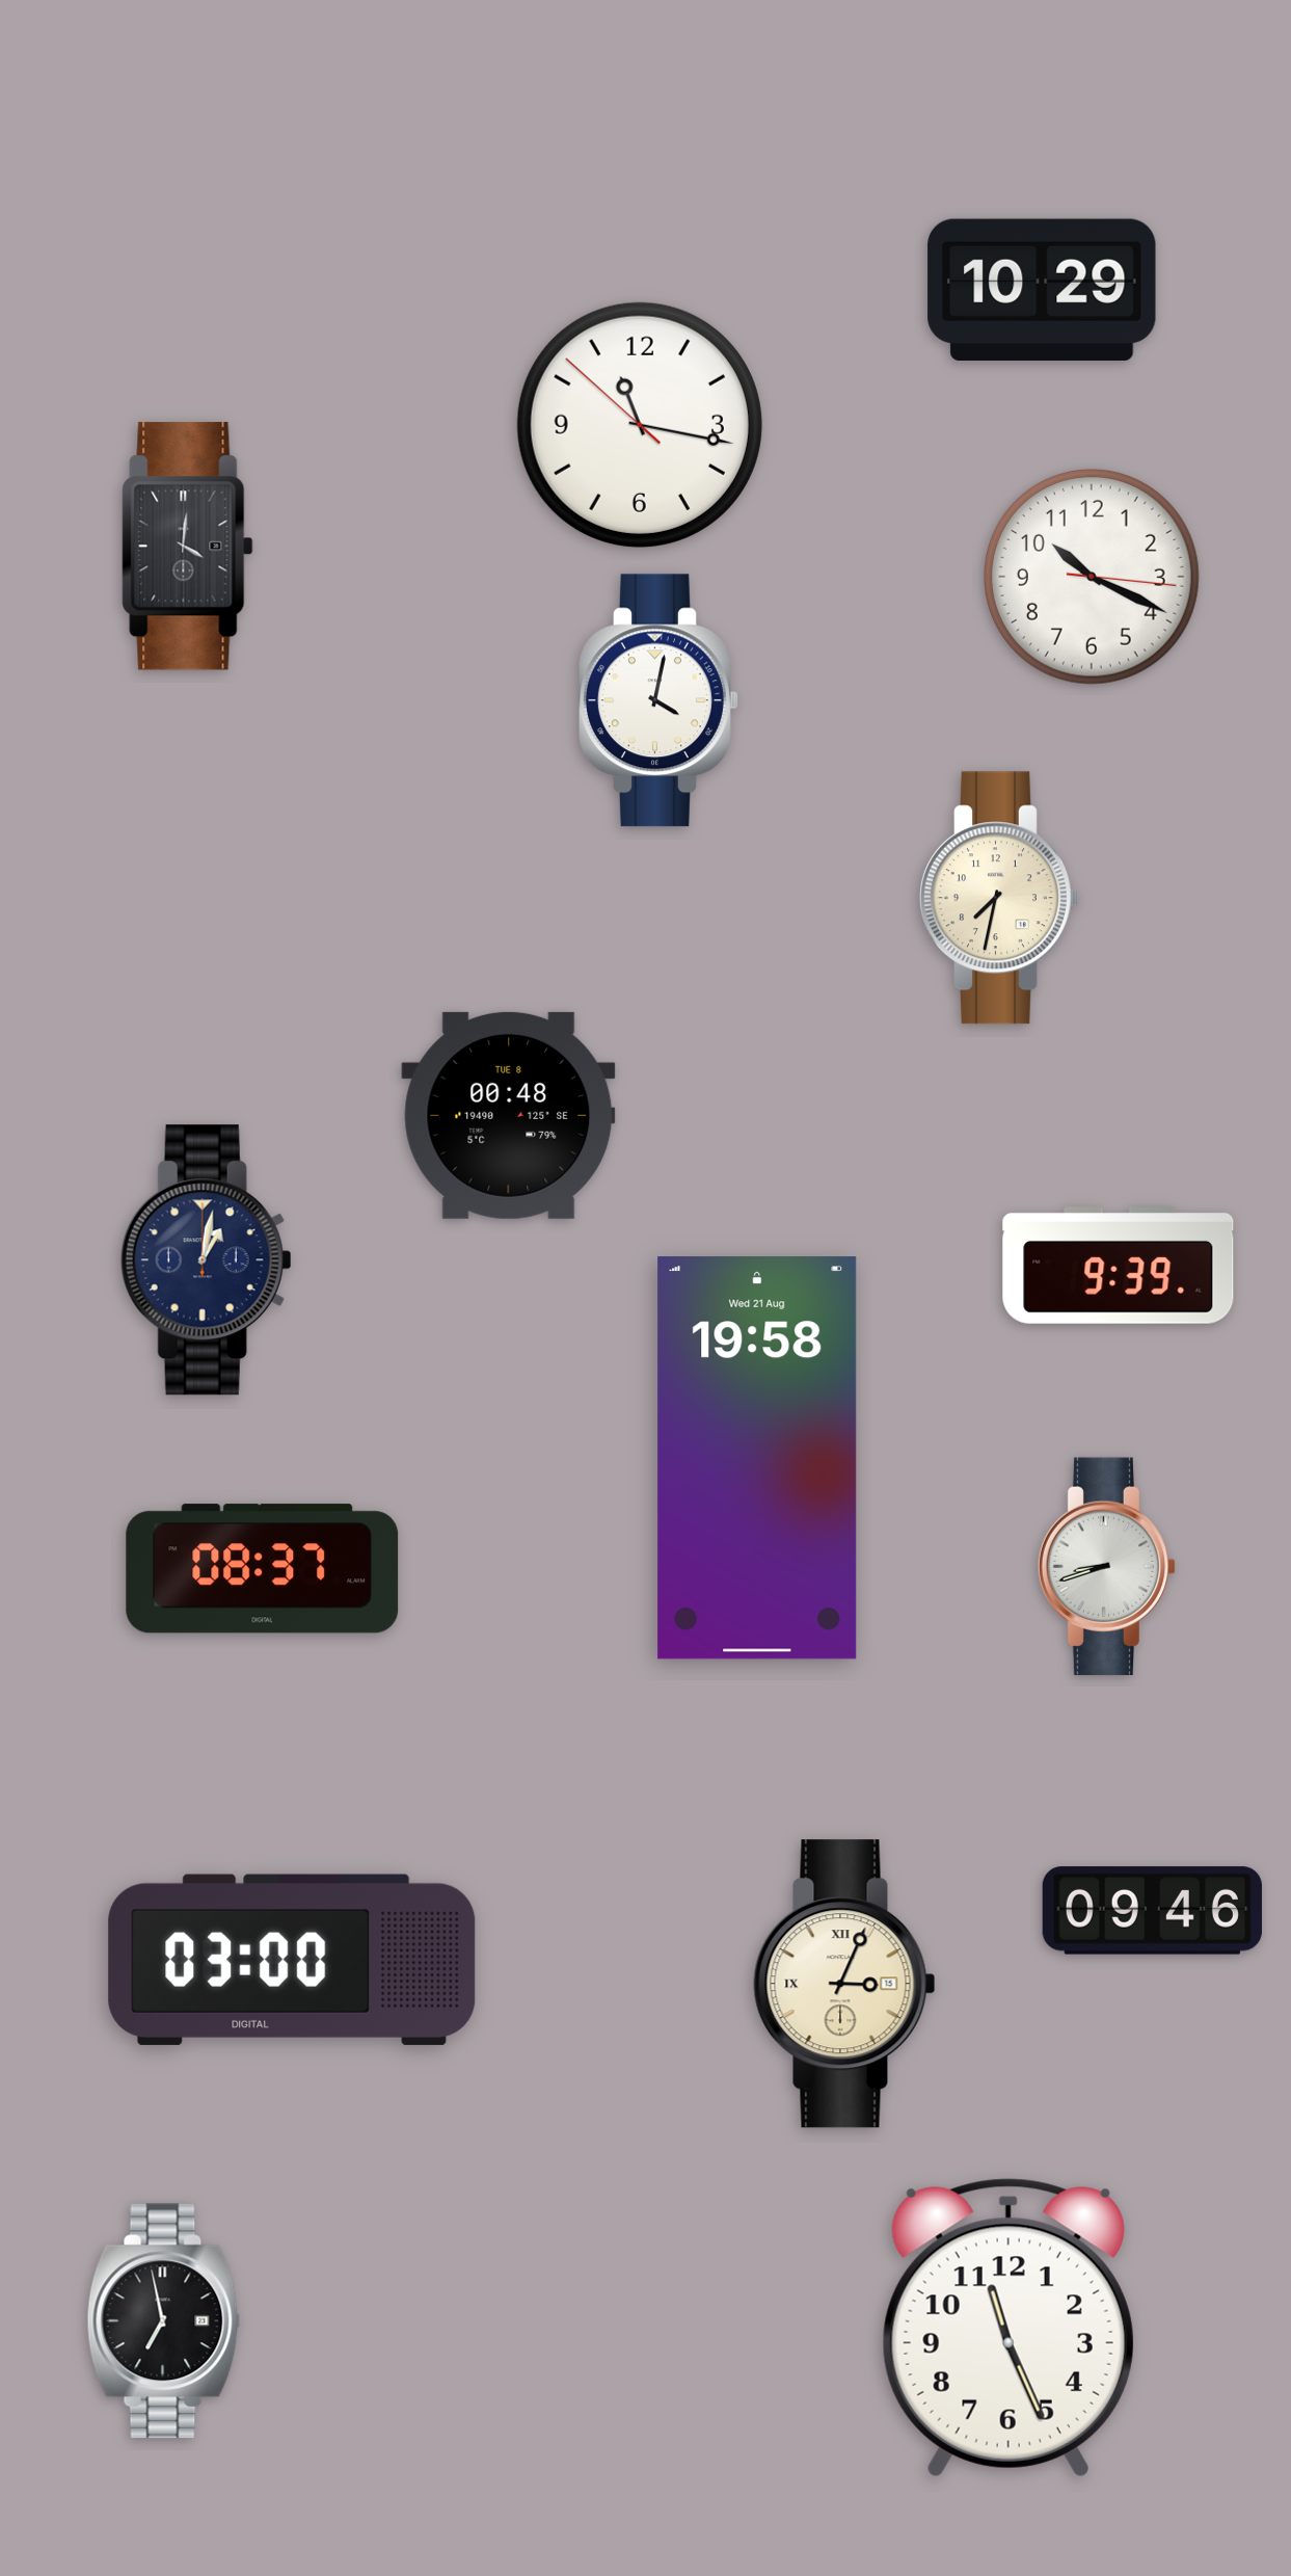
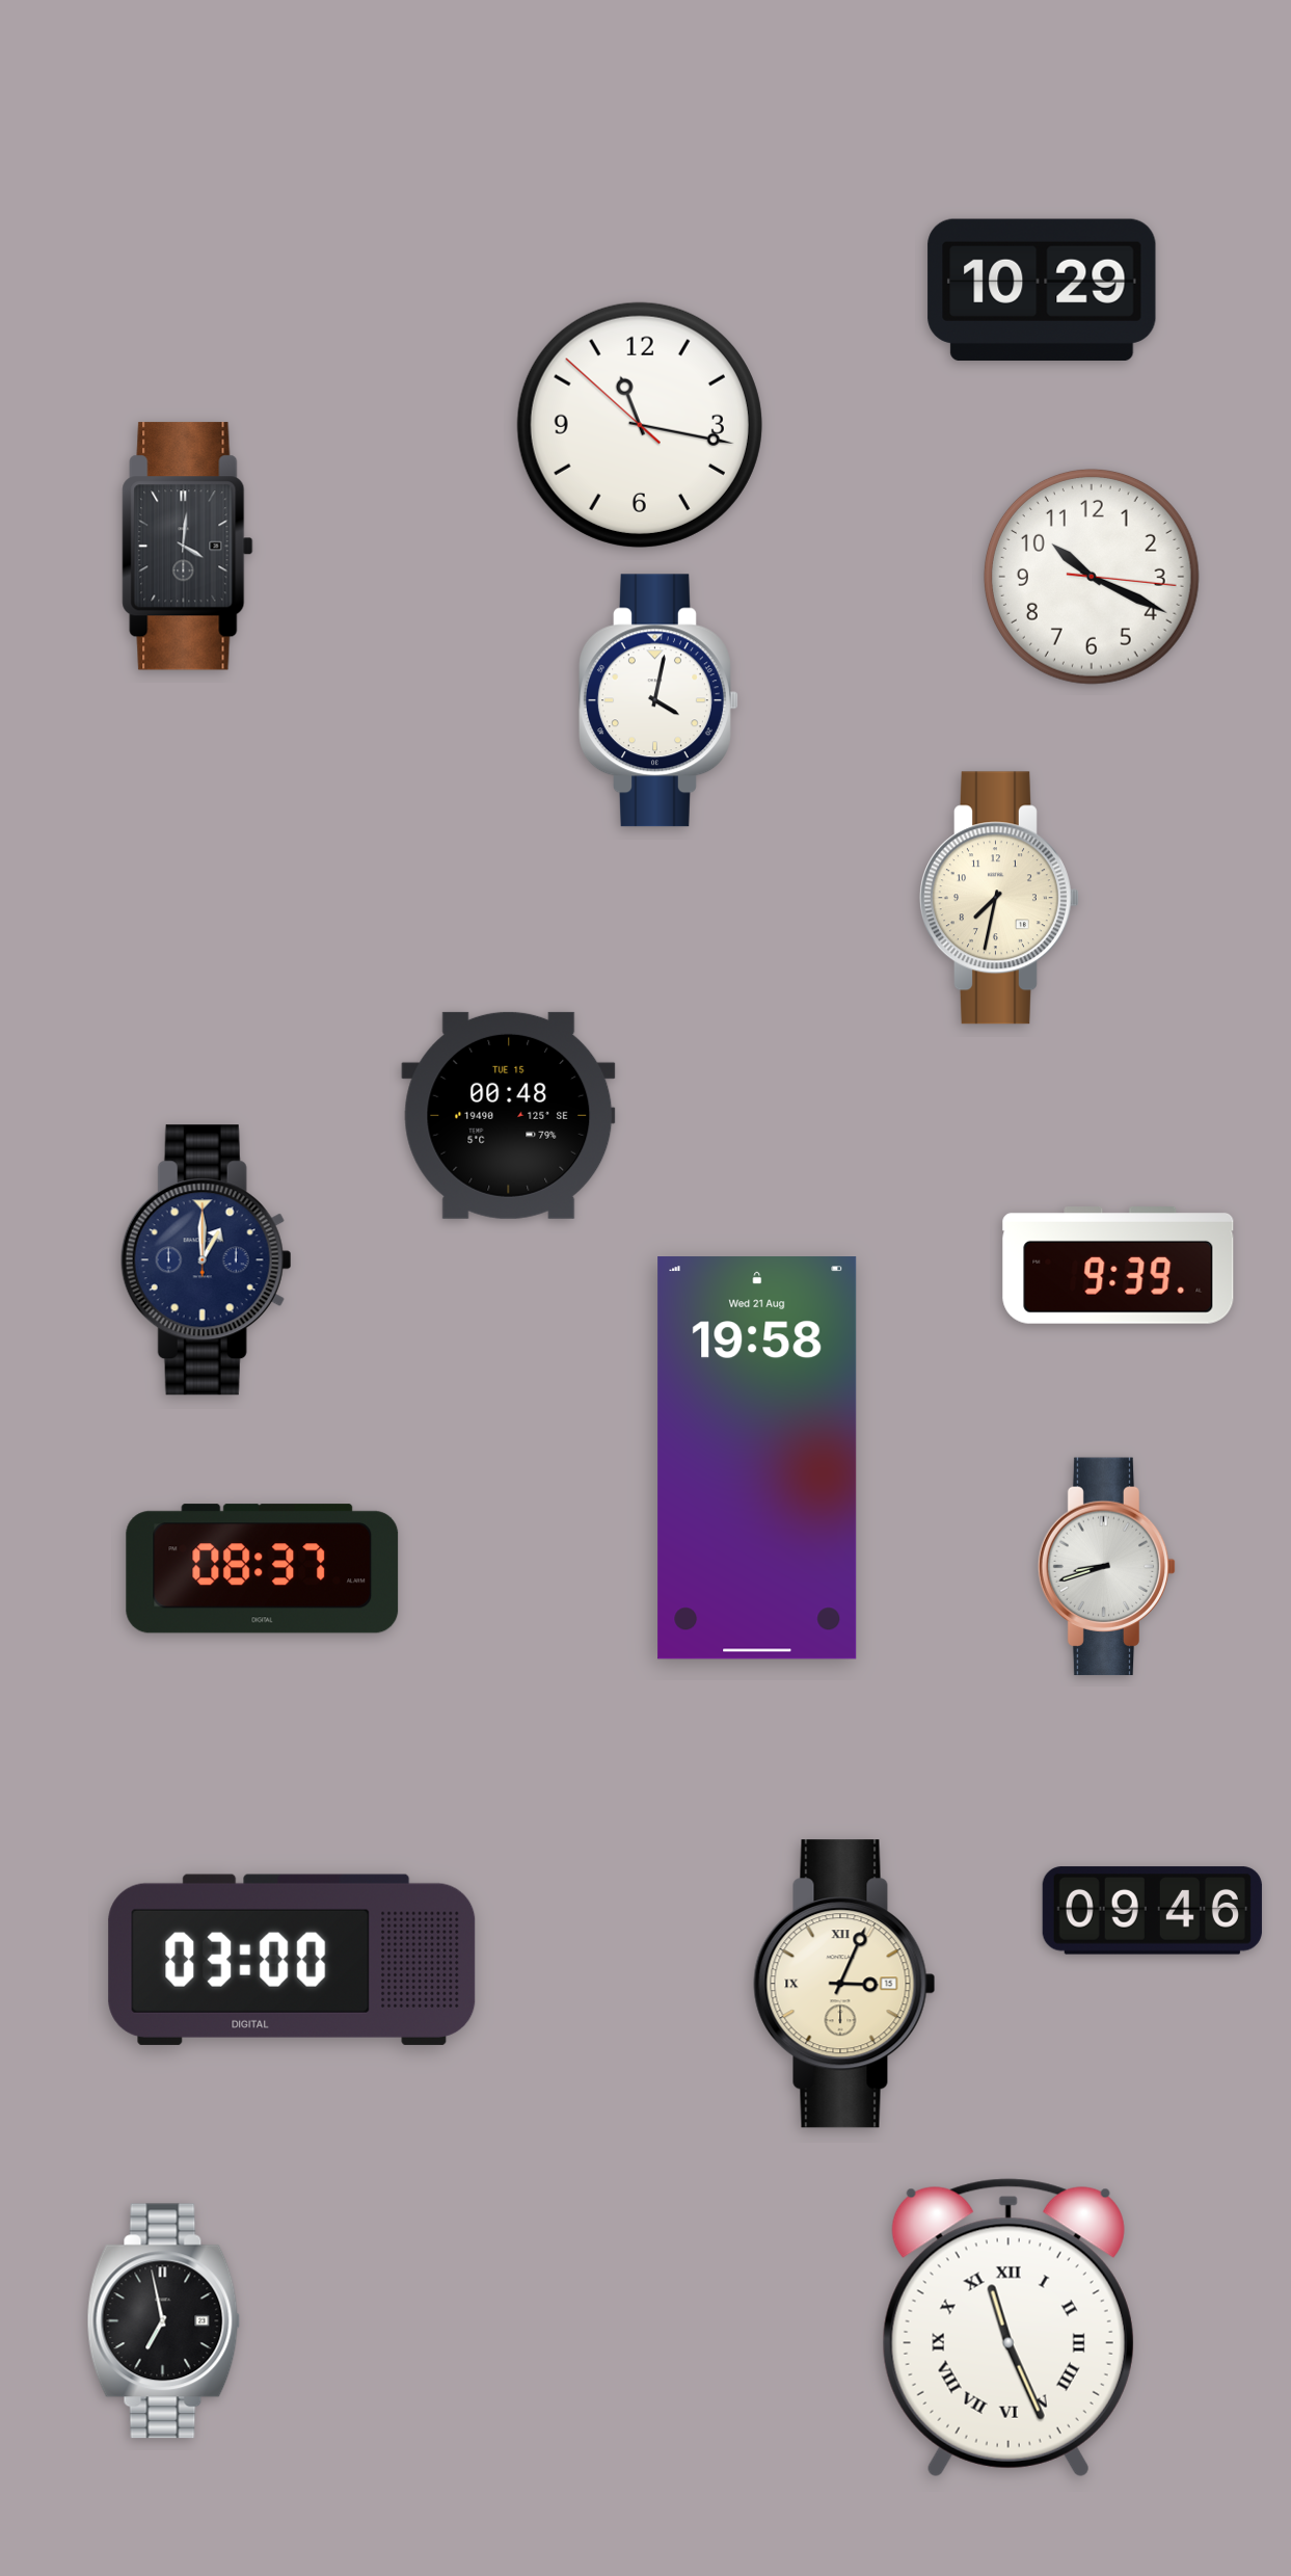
clock at (509, 1115) date: TUE 8 -> TUE 15
clock at (206, 1260): 1:02 -> 1:00
clock at (1008, 2328) numerals: Arabic -> Roman
